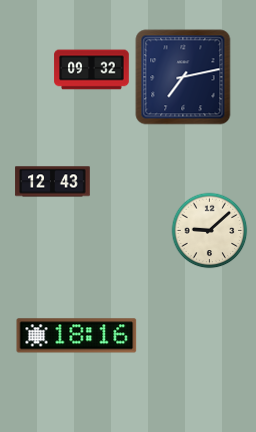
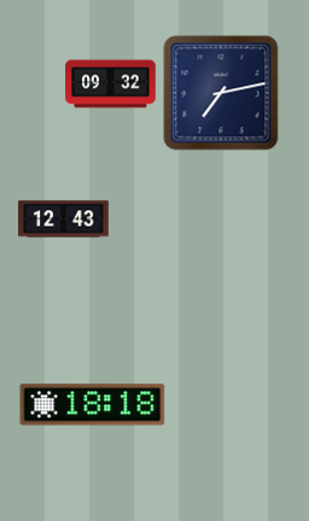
clock at (210, 231): 9:08 -> none
clock at (77, 336): 18:16 -> 18:18
